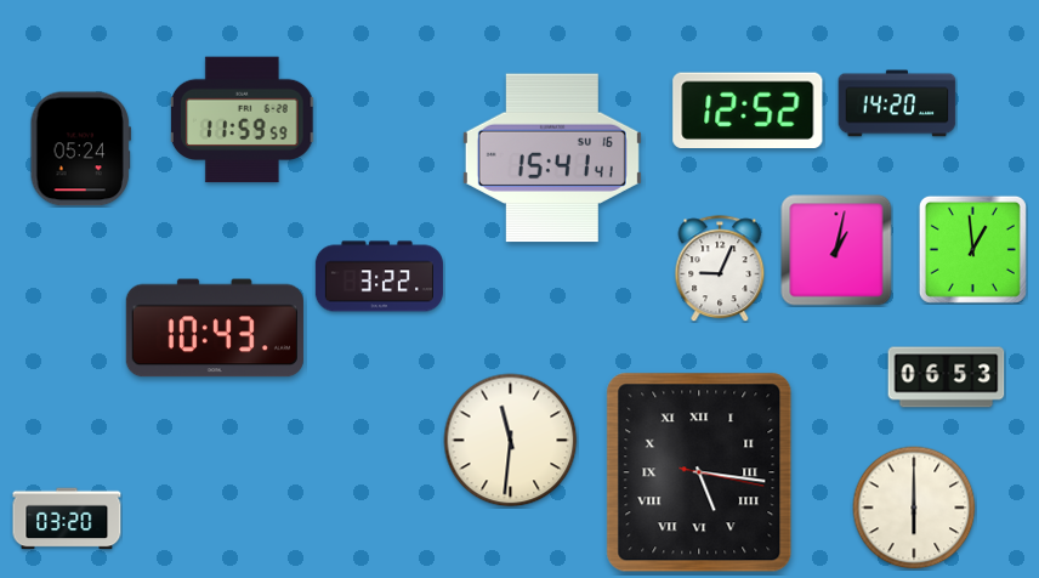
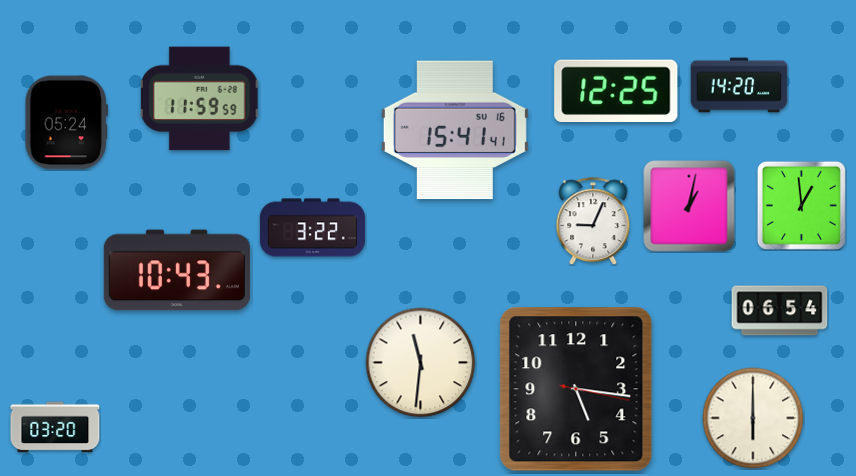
clock at (748, 109): 12:52 -> 12:25
clock at (947, 378): 06:53 -> 06:54
clock at (699, 472) numerals: Roman -> Arabic
